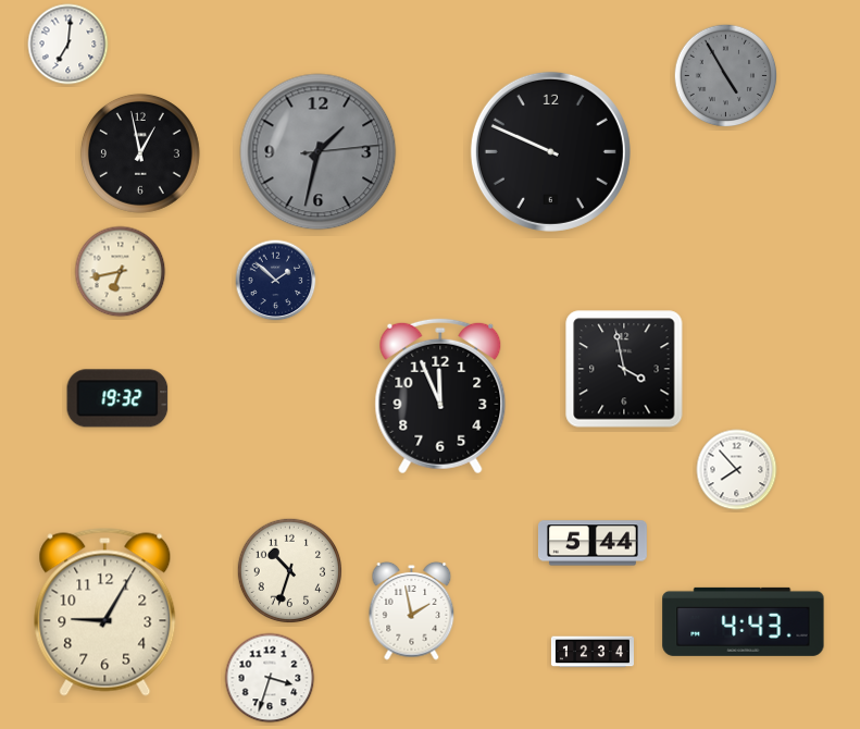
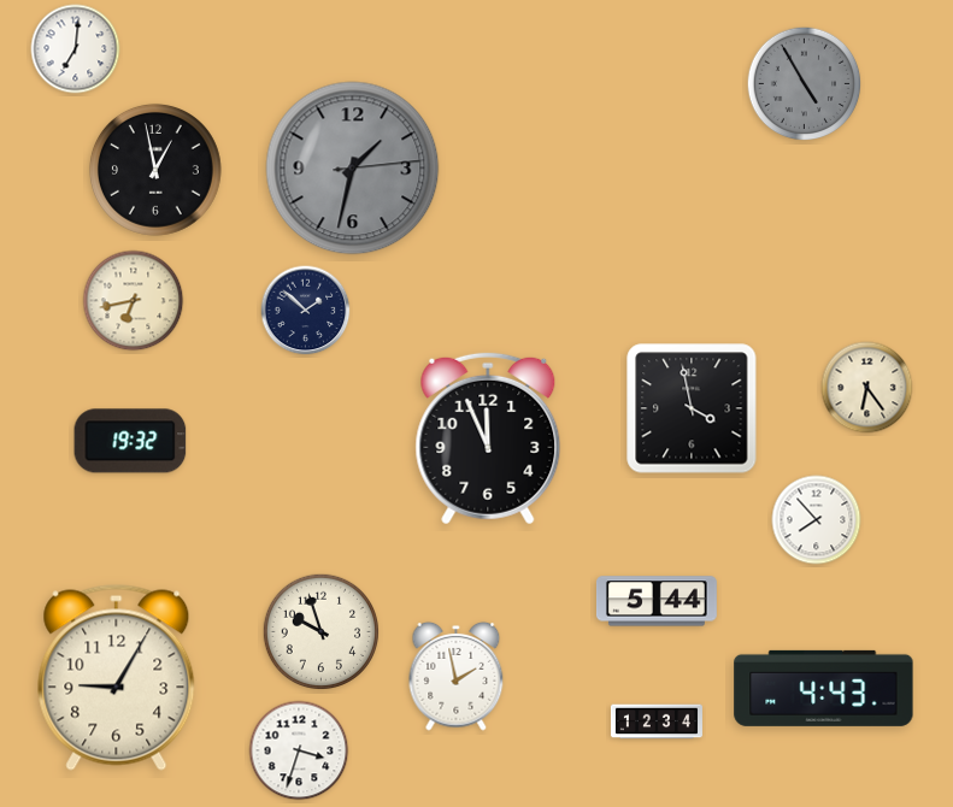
clock at (550, 151): 9:49 -> none
clock at (867, 388): none -> 6:24
clock at (289, 570): 10:33 -> 9:57
